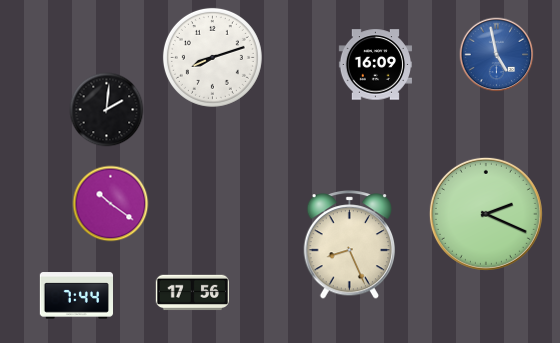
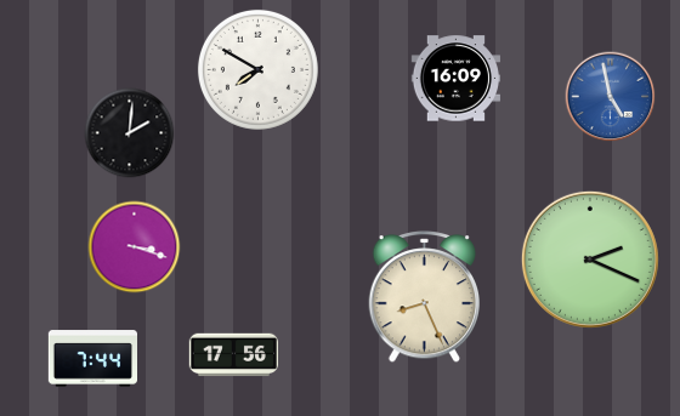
clock at (497, 55) position: (497, 55) -> (611, 97)
clock at (212, 57): 8:12 -> 7:50
clock at (111, 204): 10:21 -> 3:18
